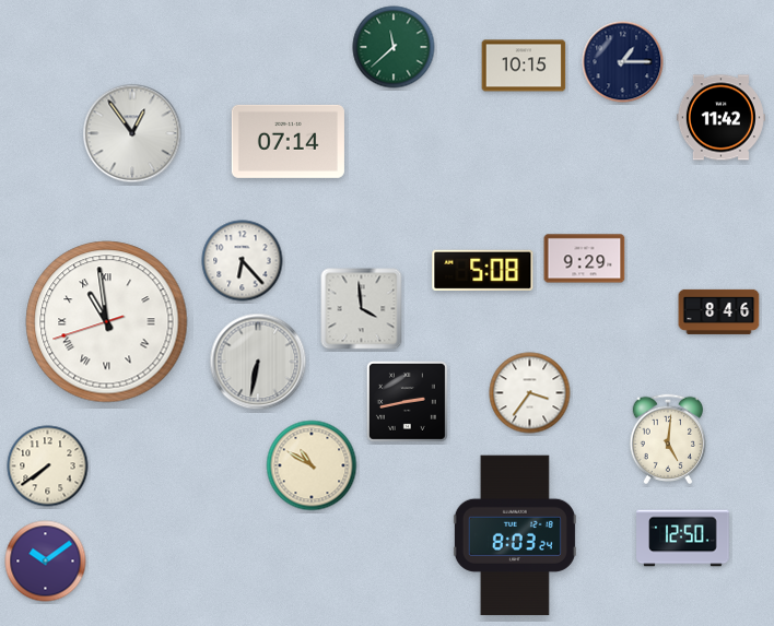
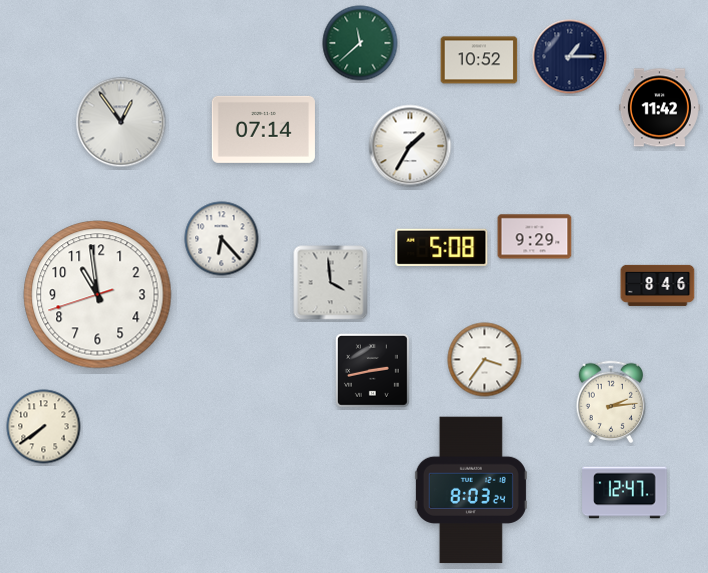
clock at (524, 66): 10:15 -> 10:52
clock at (410, 146): none -> 1:35
clock at (107, 322) numerals: Roman -> Arabic
clock at (258, 362): 6:32 -> none
clock at (407, 401) position: (407, 401) -> (372, 370)
clock at (668, 439): 5:01 -> 2:14
clock at (312, 465): 10:50 -> none
clock at (683, 539): 12:50 -> 12:47
clock at (46, 562): 10:09 -> none
